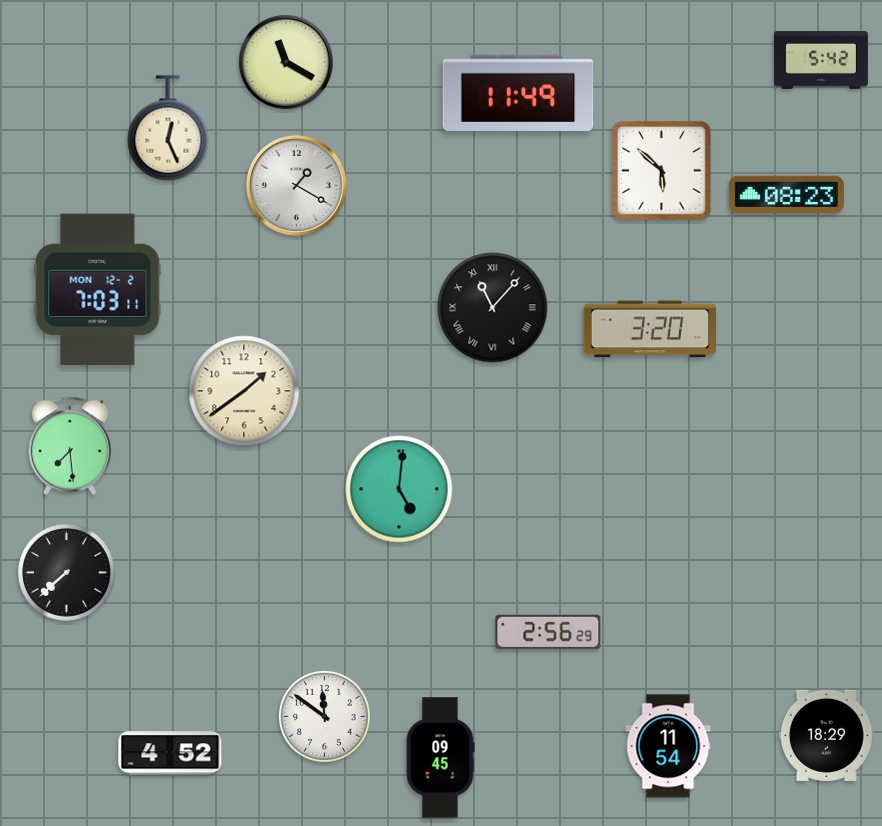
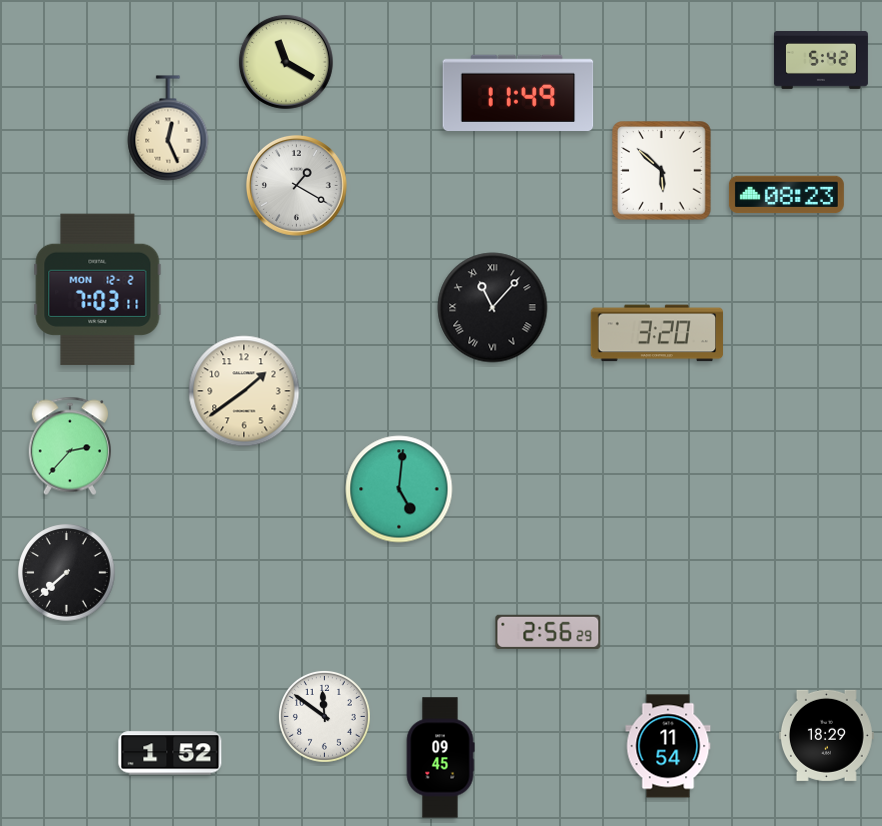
clock at (649, 329) position: (649, 329) -> (656, 333)
clock at (70, 446): 7:29 -> 2:37
clock at (170, 753): 4:52 -> 1:52
